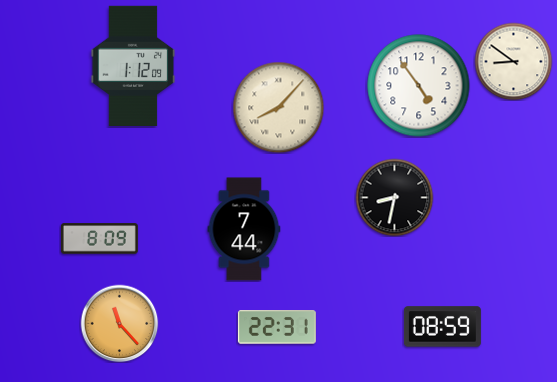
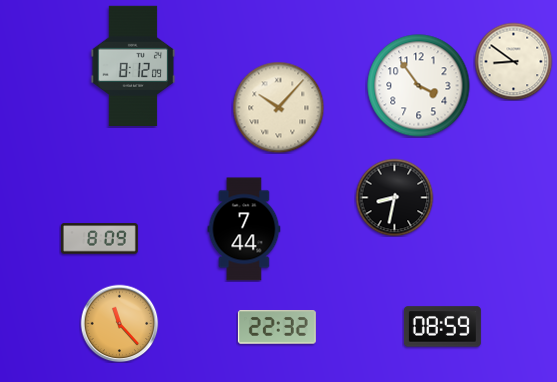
clock at (133, 65): 1:12 -> 8:12
clock at (419, 86): 4:54 -> 3:54
clock at (278, 107): 8:07 -> 10:07
clock at (277, 327): 22:31 -> 22:32
